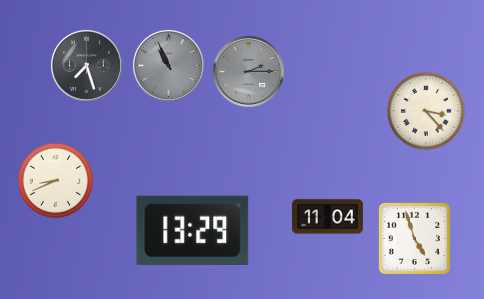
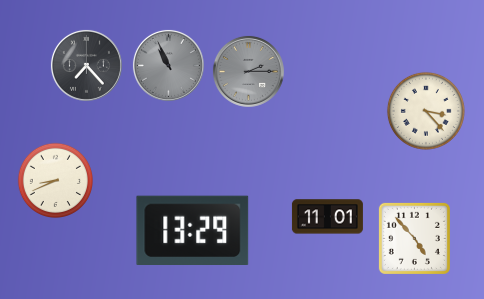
clock at (86, 65): 7:27 -> 7:23
clock at (327, 217): 11:04 -> 11:01
clock at (414, 238): 4:57 -> 4:53
